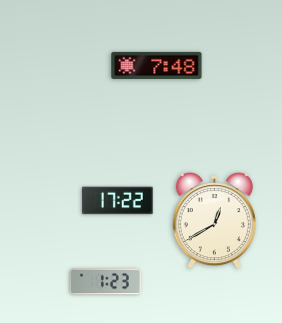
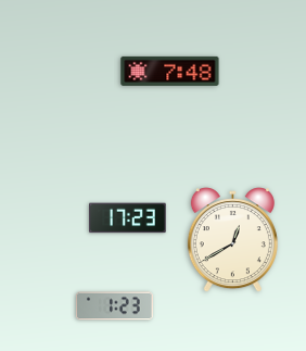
clock at (118, 201): 17:22 -> 17:23
